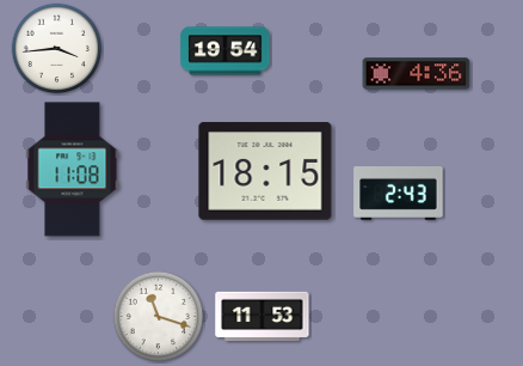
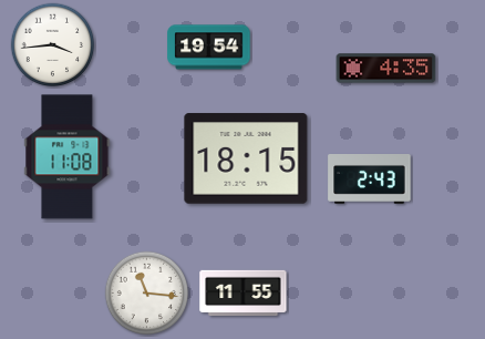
clock at (417, 74): 4:36 -> 4:35
clock at (263, 316): 11:53 -> 11:55
clock at (159, 317): 11:18 -> 11:16
